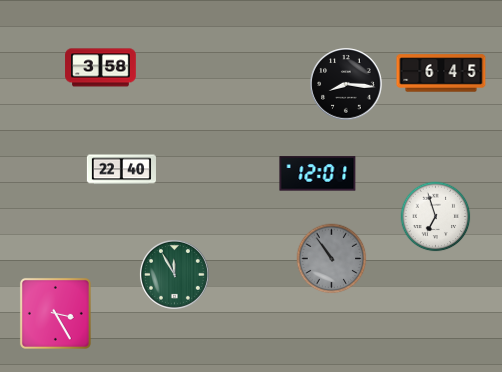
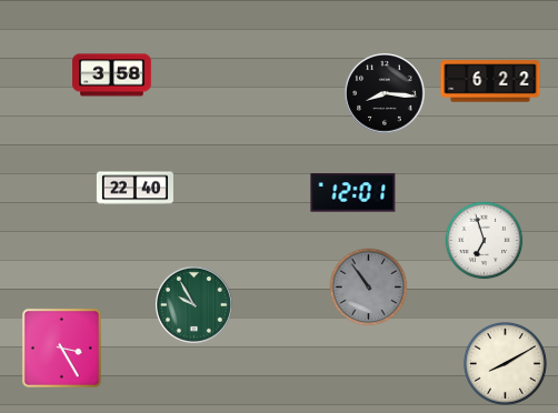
clock at (441, 73): 6:45 -> 6:22
clock at (174, 274): 11:55 -> 9:55
clock at (506, 364): none -> 8:10
